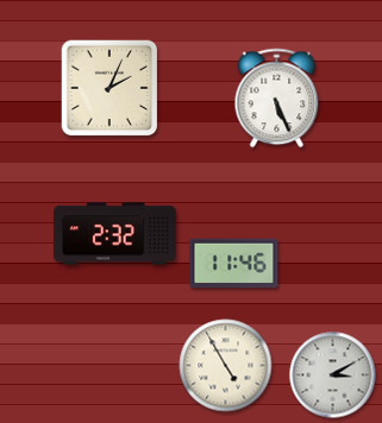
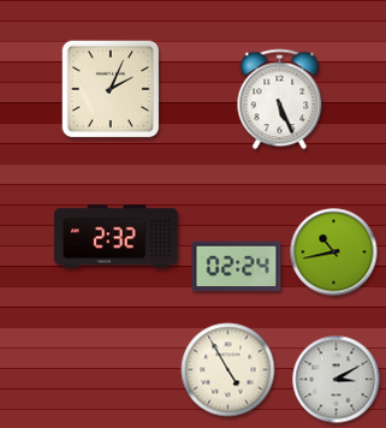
clock at (334, 252): none -> 10:43
clock at (234, 264): 11:46 -> 02:24
